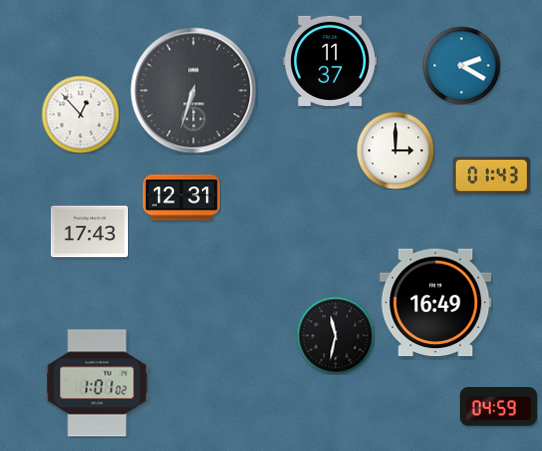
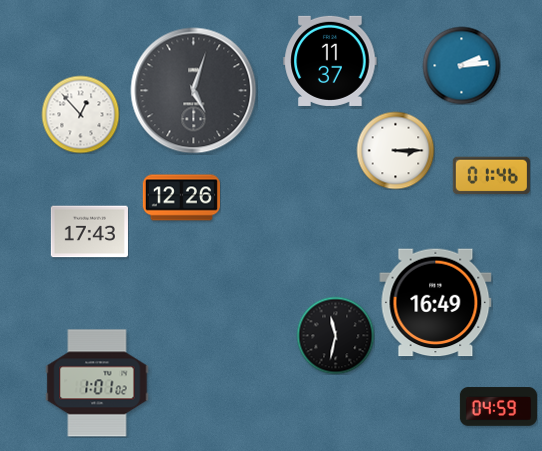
clock at (461, 65): 2:20 -> 2:14
clock at (194, 91): 6:33 -> 5:03
clock at (395, 150): 3:00 -> 3:15
clock at (491, 176): 01:43 -> 01:46
clock at (181, 198): 12:31 -> 12:26
